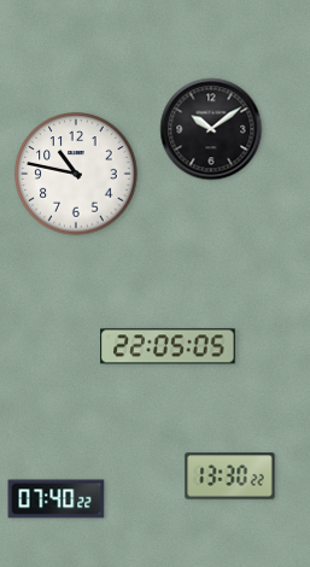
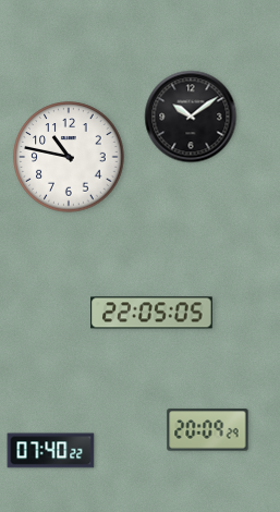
clock at (230, 477): 13:30 -> 20:09
